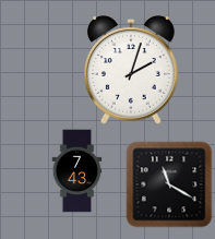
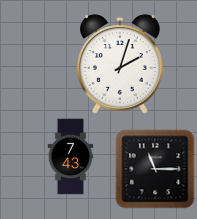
clock at (169, 184): 11:20 -> 11:15
